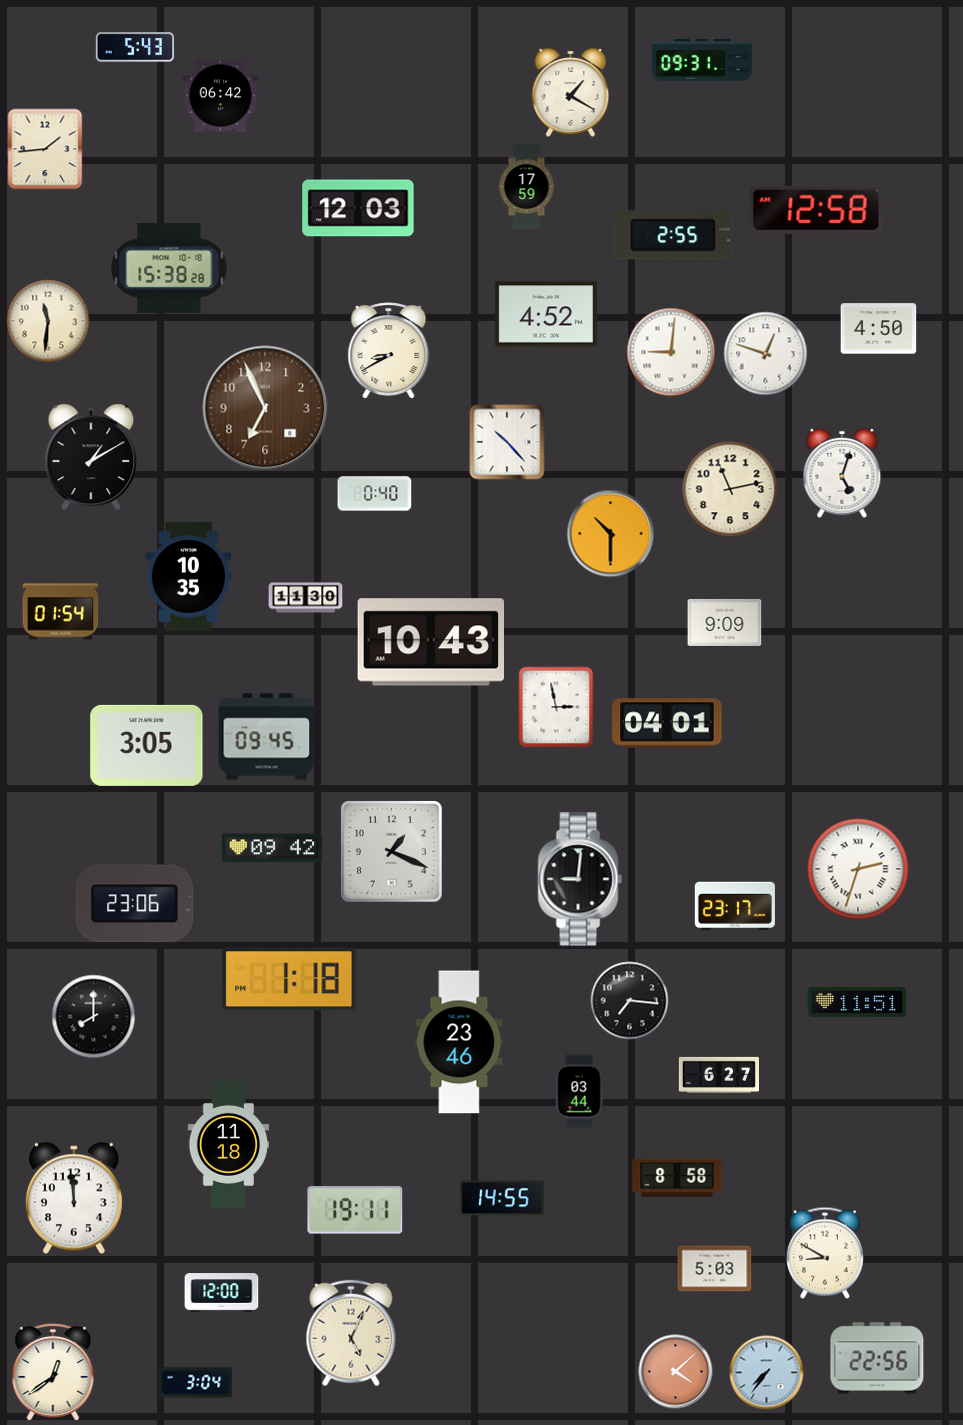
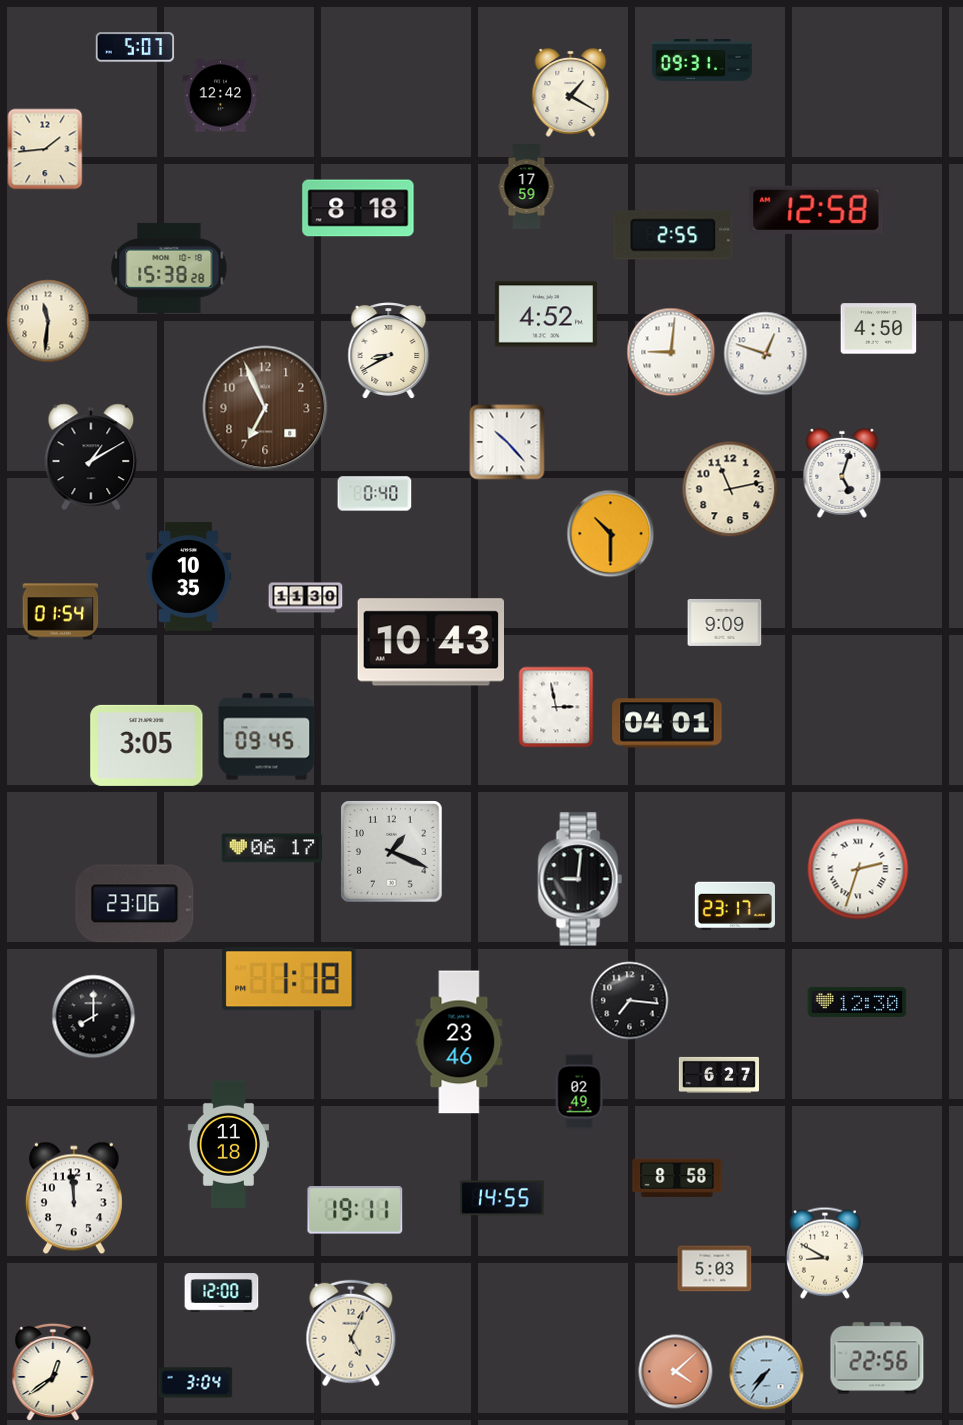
clock at (135, 47): 5:43 -> 5:07
clock at (221, 96): 06:42 -> 12:42
clock at (358, 208): 12:03 -> 8:18
clock at (272, 848): 09:42 -> 06:17
clock at (857, 1002): 11:51 -> 12:30
clock at (579, 1092): 03:44 -> 02:49
